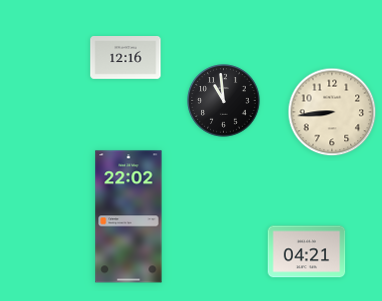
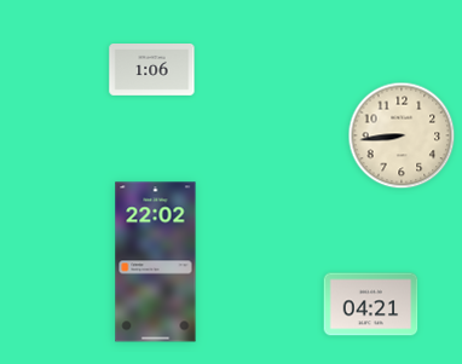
clock at (126, 58): 12:16 -> 1:06
clock at (224, 101): 10:59 -> none
